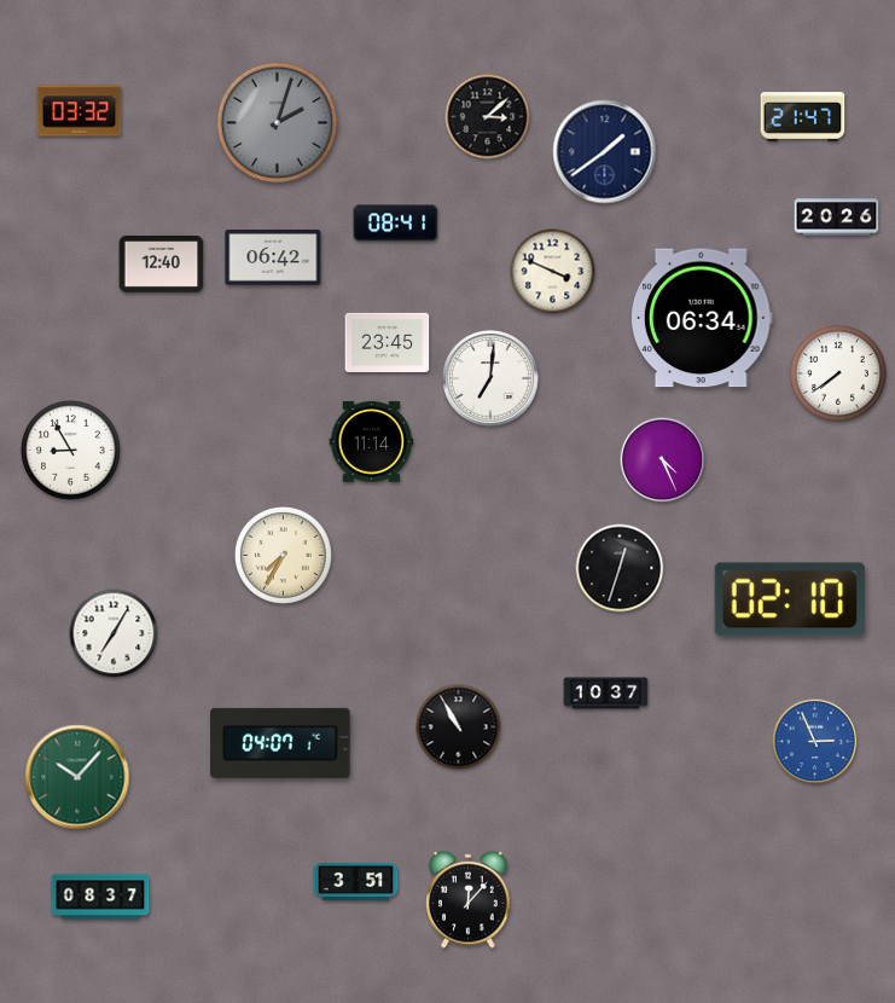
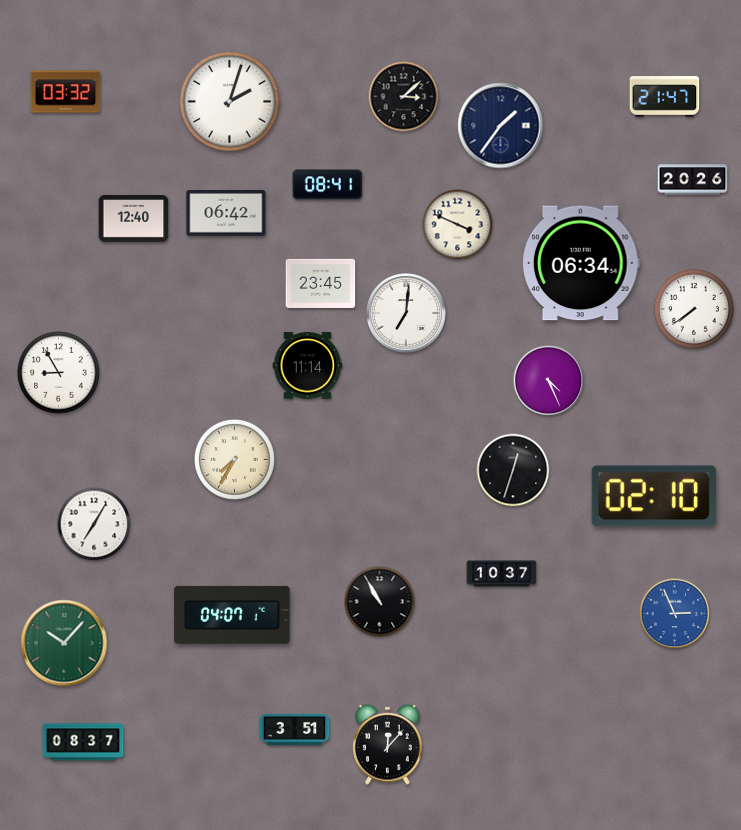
clock at (277, 122) dial: grey -> white
clock at (605, 152): 1:39 -> 1:36
